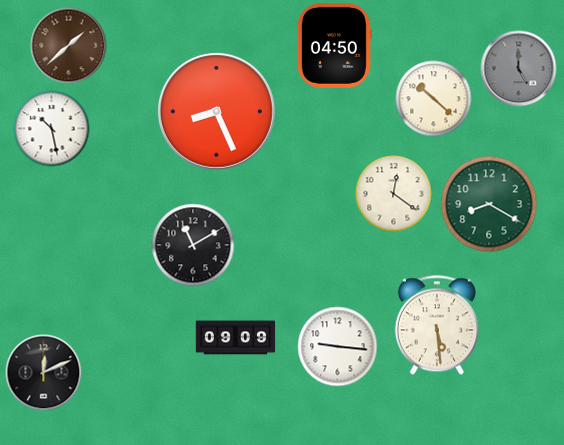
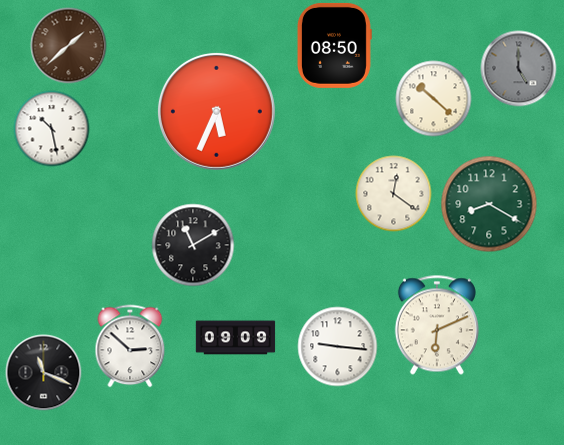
clock at (334, 45): 04:50 -> 08:50
clock at (216, 111): 8:26 -> 5:34
clock at (437, 325): 5:29 -> 6:11
clock at (130, 346): none -> 2:52
clock at (44, 373): 12:11 -> 11:19
